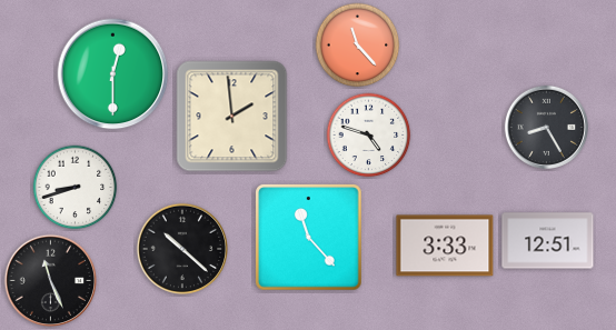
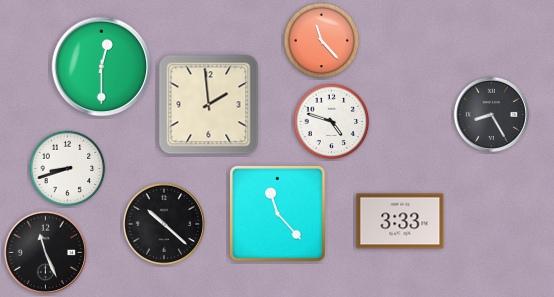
clock at (548, 241): 12:51 -> none
